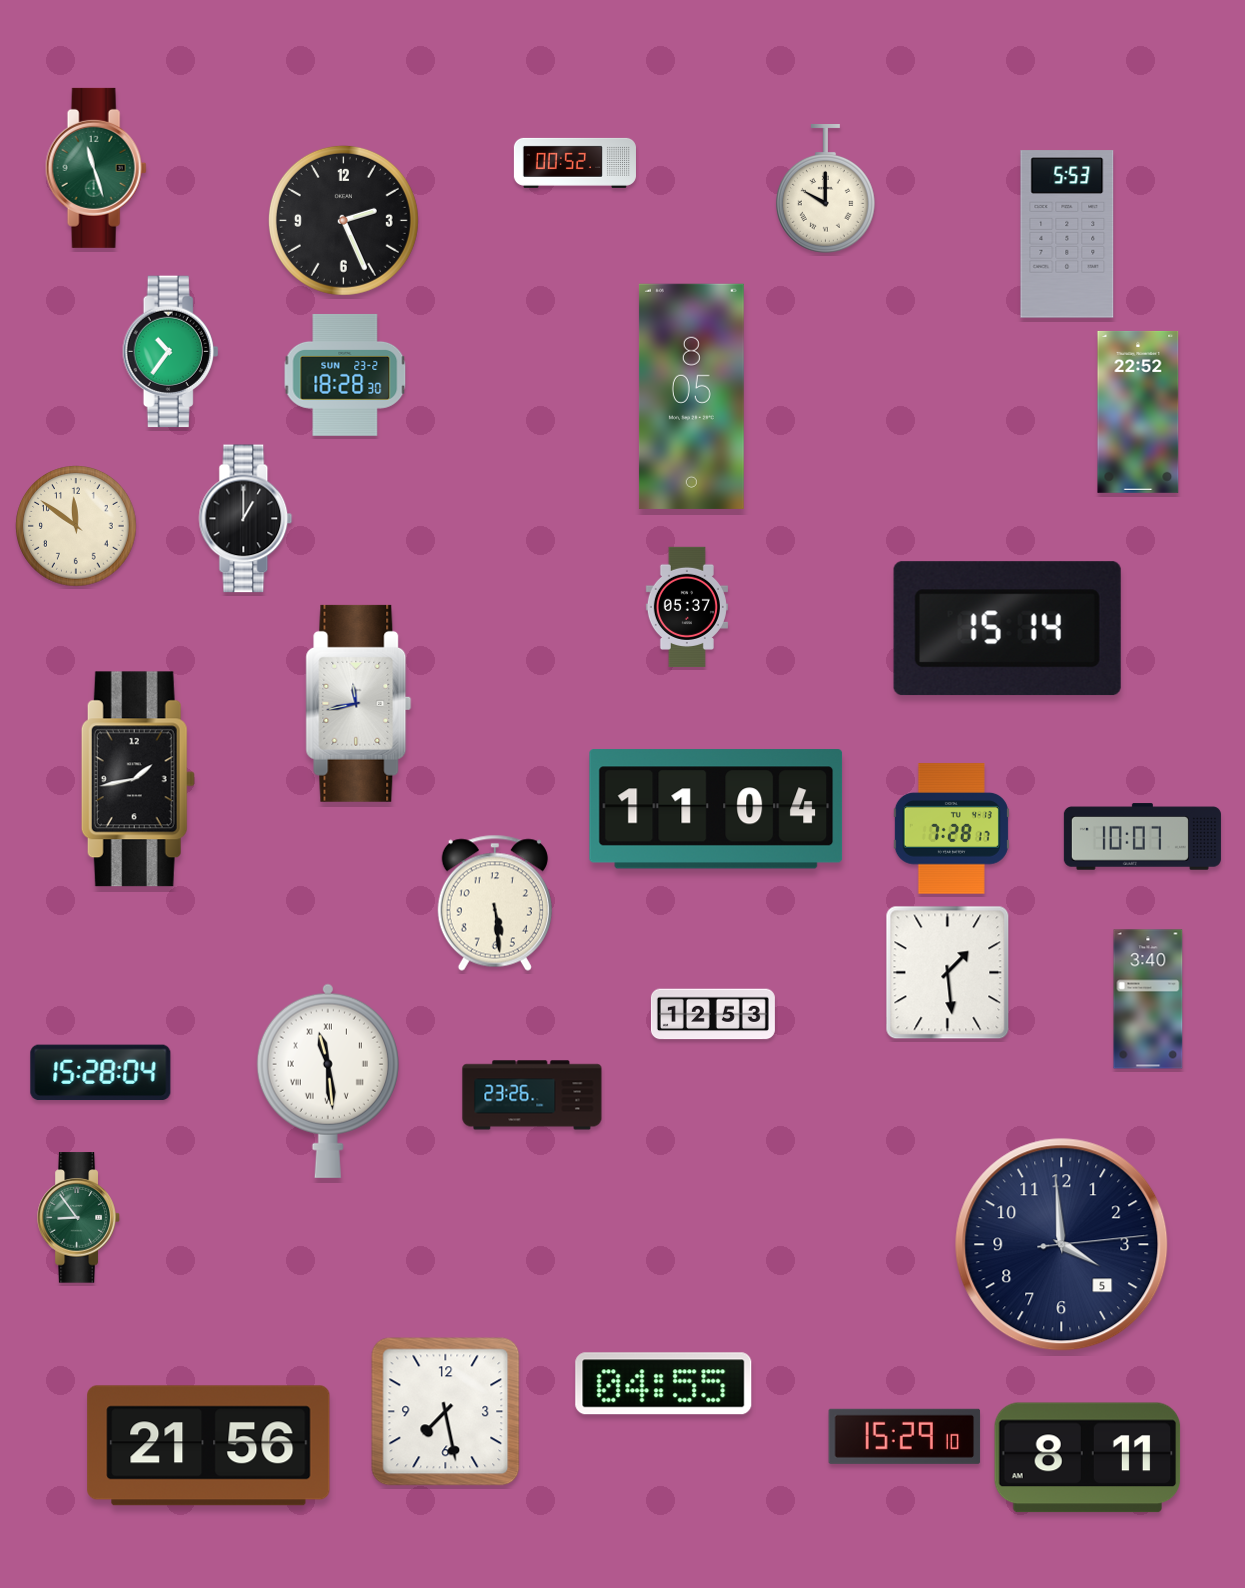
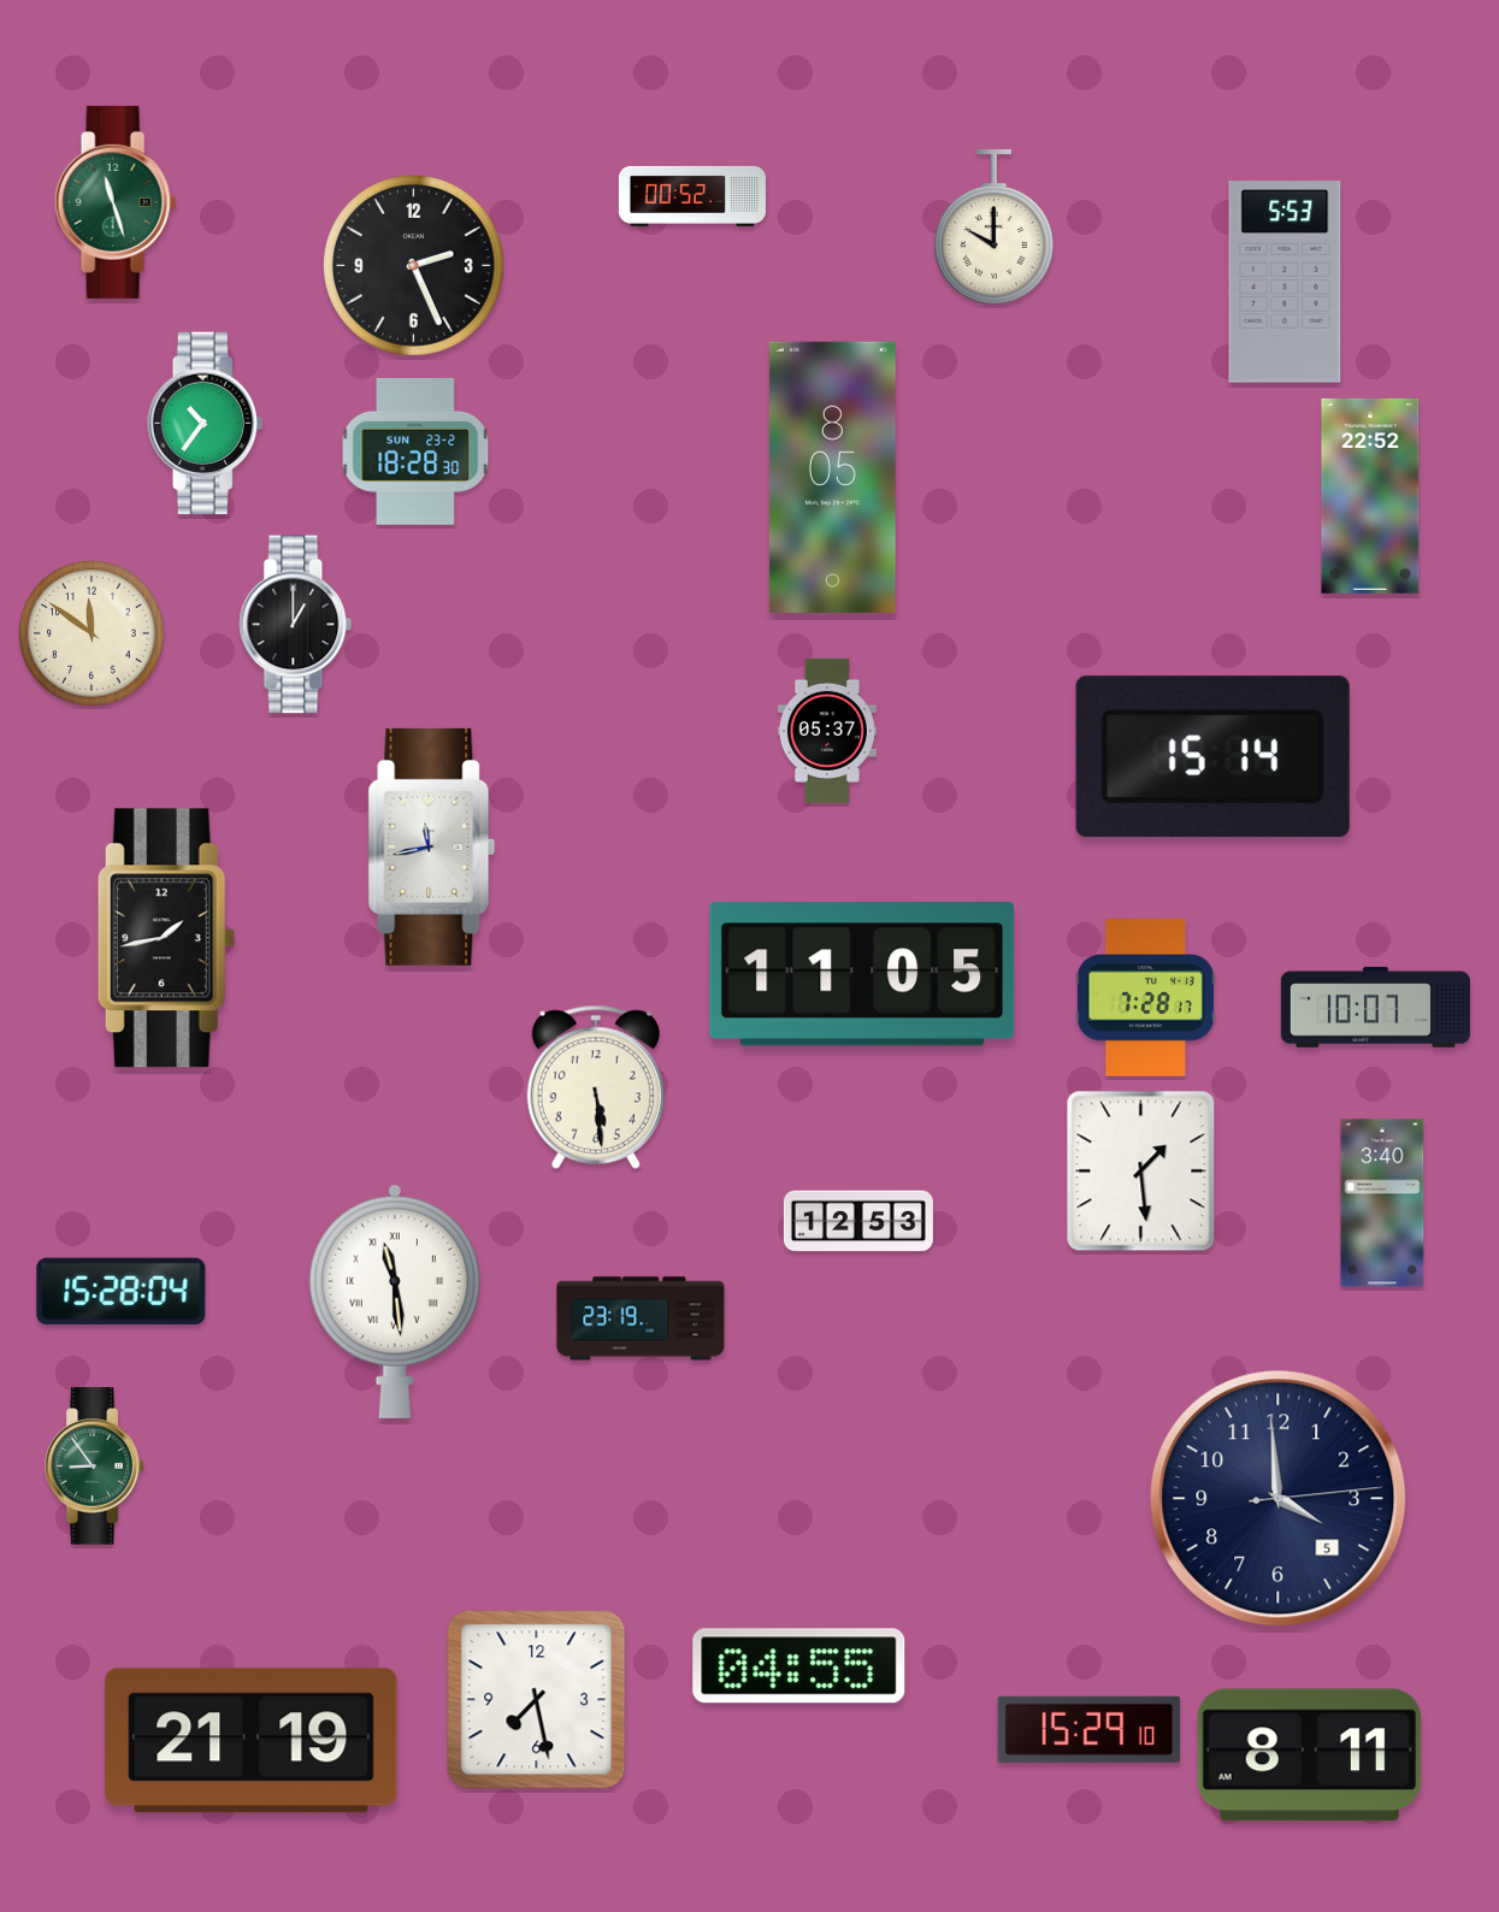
clock at (716, 809): 11:04 -> 11:05
clock at (532, 1095): 23:26 -> 23:19
clock at (209, 1446): 21:56 -> 21:19
